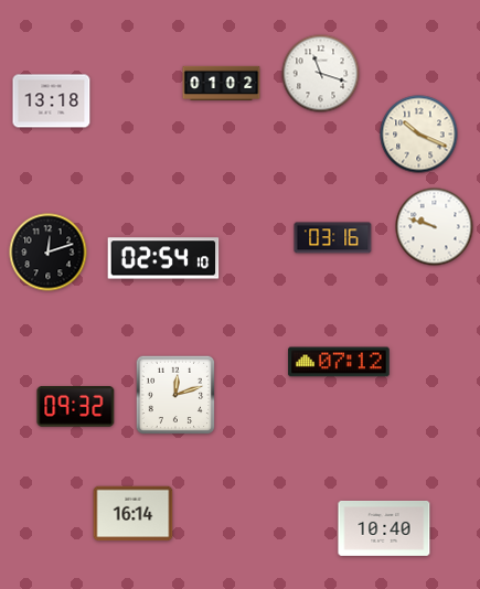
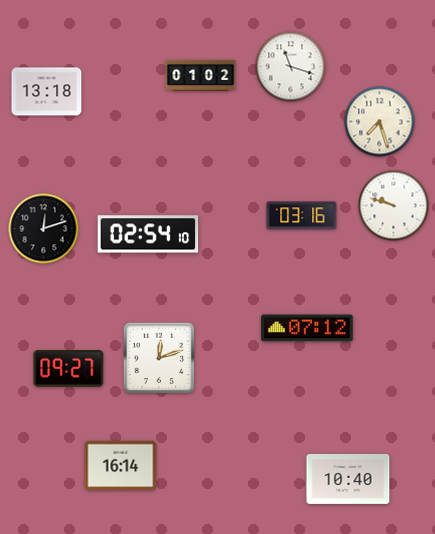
clock at (419, 135): 10:19 -> 7:27
clock at (76, 407): 09:32 -> 09:27
